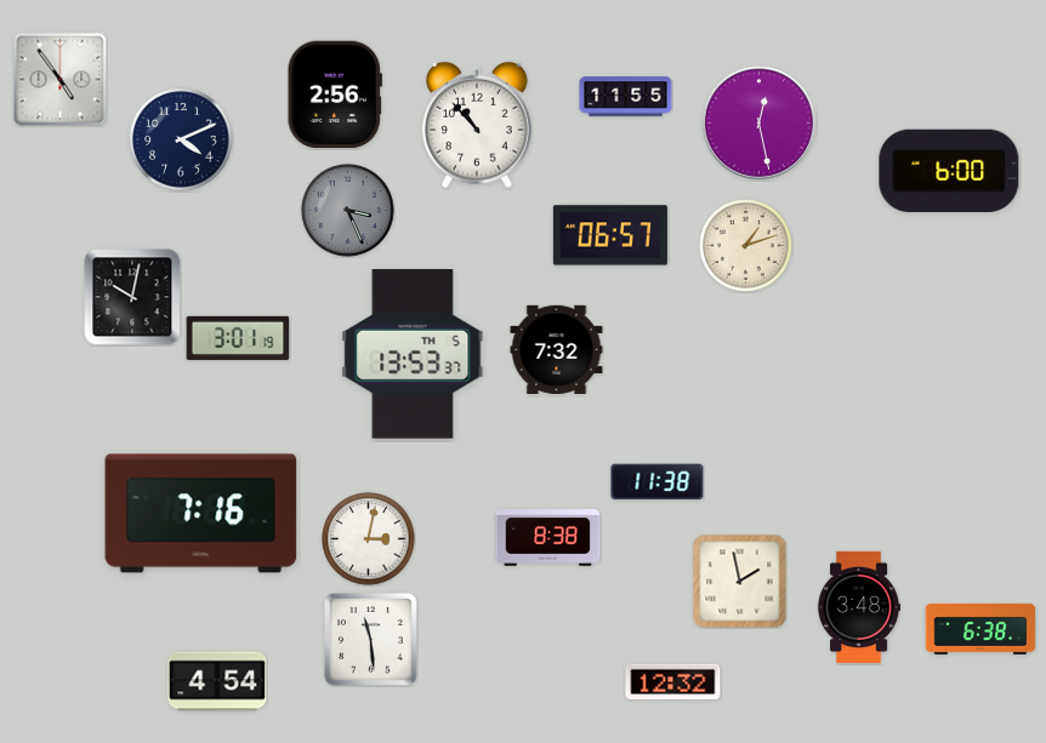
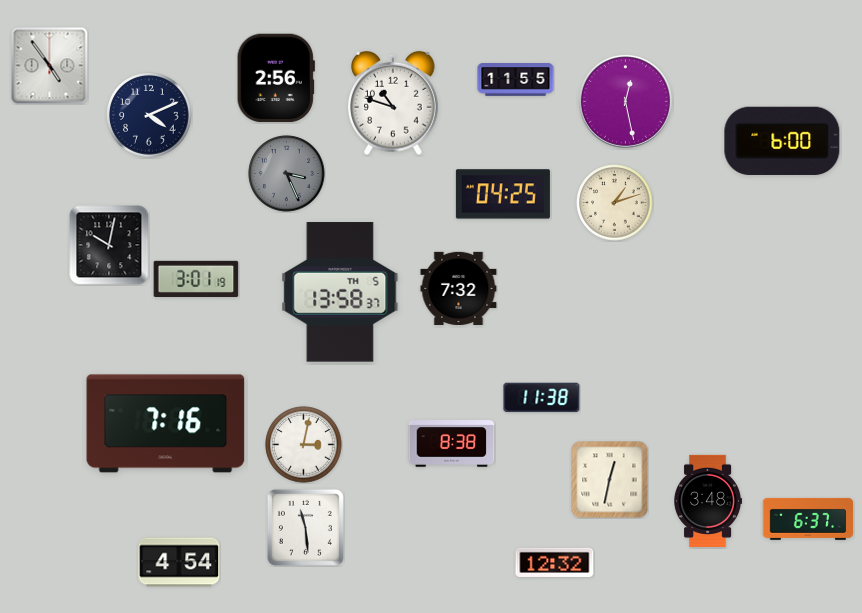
clock at (477, 125): 10:53 -> 10:48
clock at (610, 235): 06:57 -> 04:25
clock at (413, 354): 13:53 -> 13:58
clock at (740, 582): 1:58 -> 12:32
clock at (979, 629): 6:38 -> 6:37
